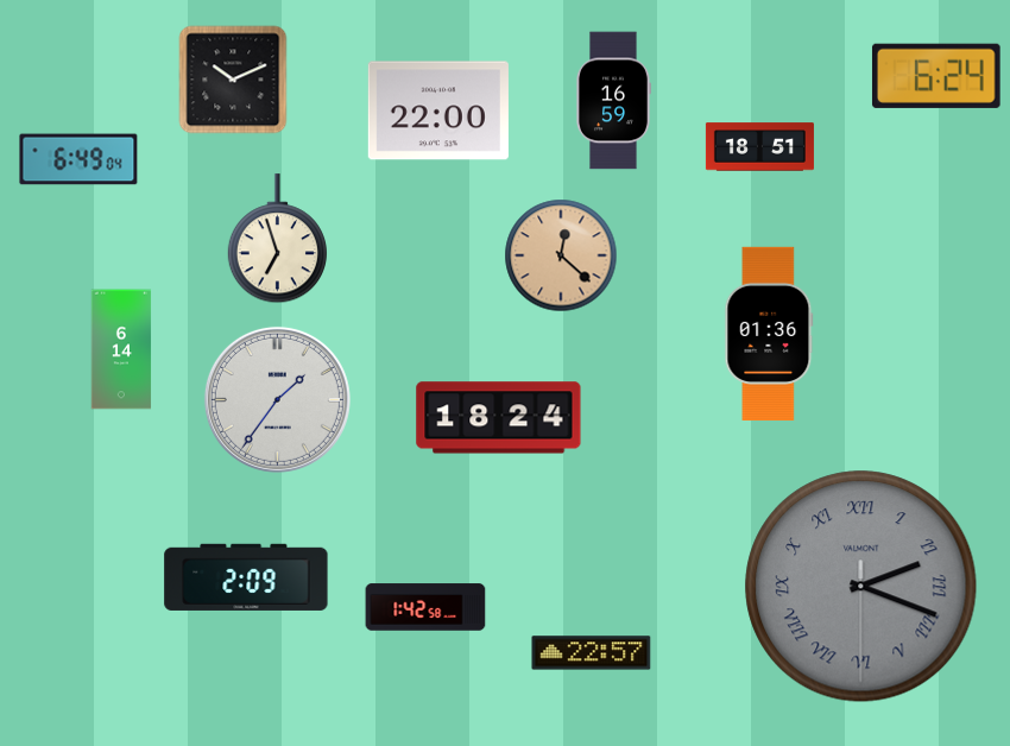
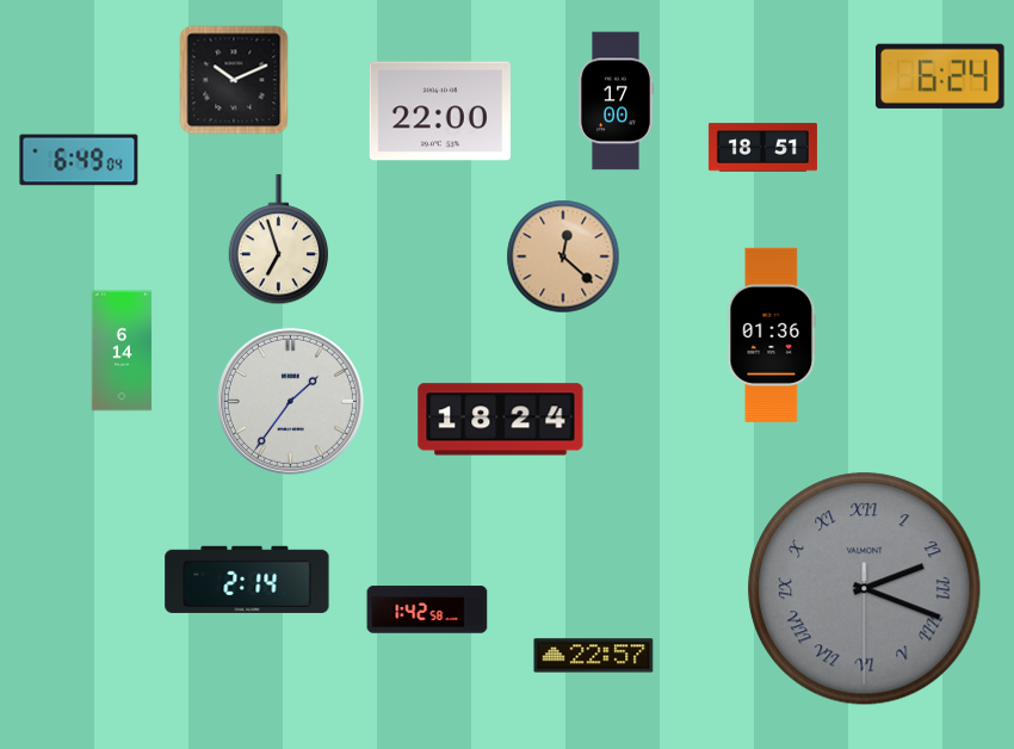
clock at (613, 101): 16:59 -> 17:00
clock at (277, 399) position: (277, 399) -> (290, 401)
clock at (246, 577): 2:09 -> 2:14
